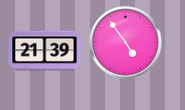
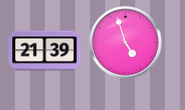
clock at (126, 43): 4:54 -> 4:57
